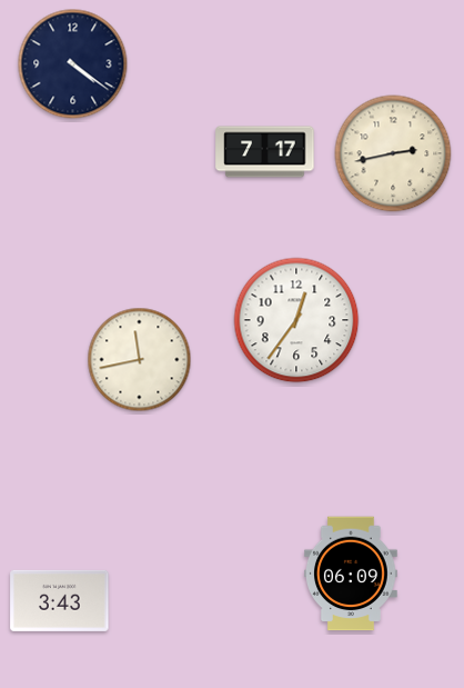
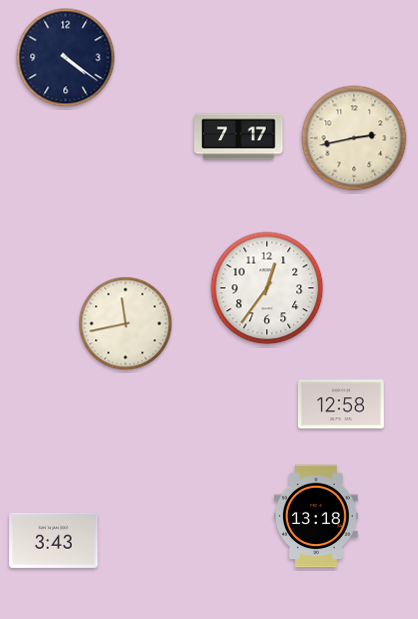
clock at (342, 404): none -> 12:58
clock at (351, 574): 06:09 -> 13:18
